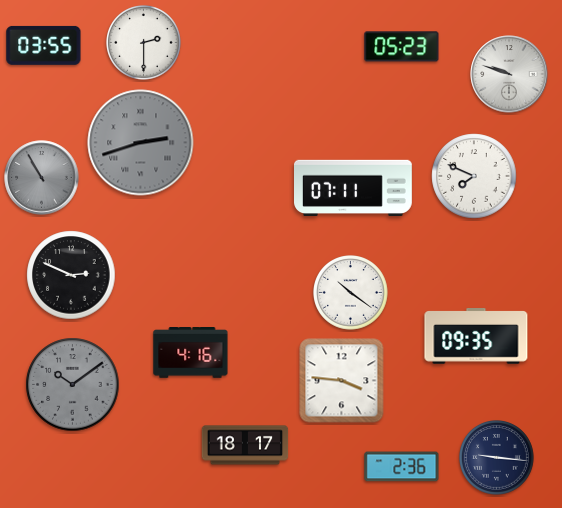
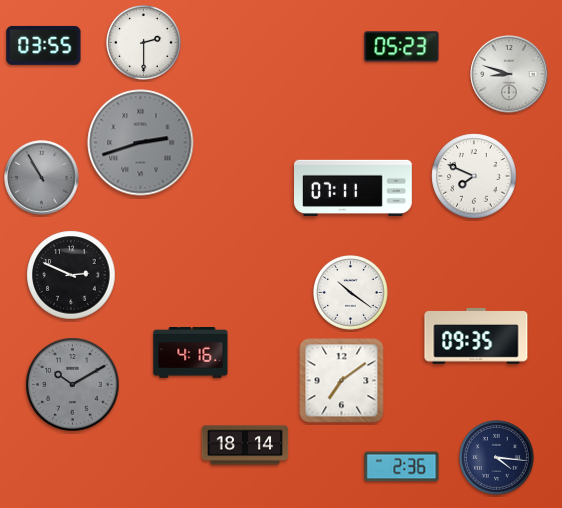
clock at (509, 74): 9:48 -> 8:48
clock at (342, 381): 3:46 -> 7:09
clock at (73, 385): 10:09 -> 10:10
clock at (245, 445): 18:17 -> 18:14
clock at (497, 458): 9:16 -> 4:16
